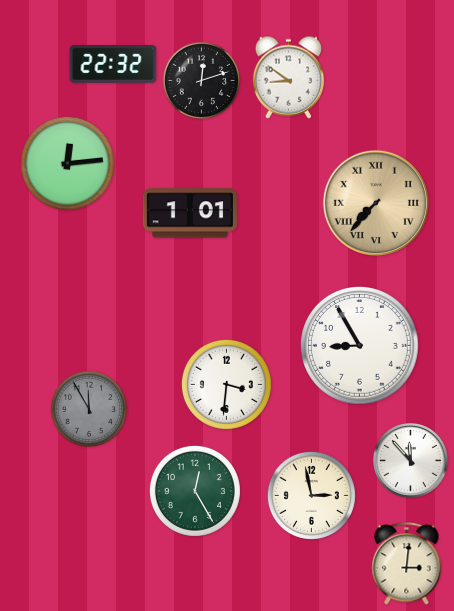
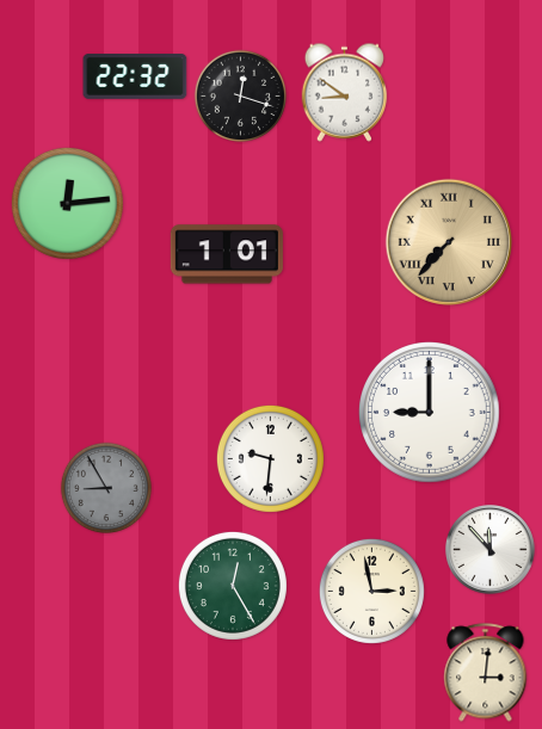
clock at (201, 80): 12:12 -> 12:18
clock at (67, 163) position: (67, 163) -> (67, 203)
clock at (360, 346): 8:55 -> 9:00
clock at (226, 384): 3:31 -> 9:31
clock at (88, 408): 11:55 -> 8:55
